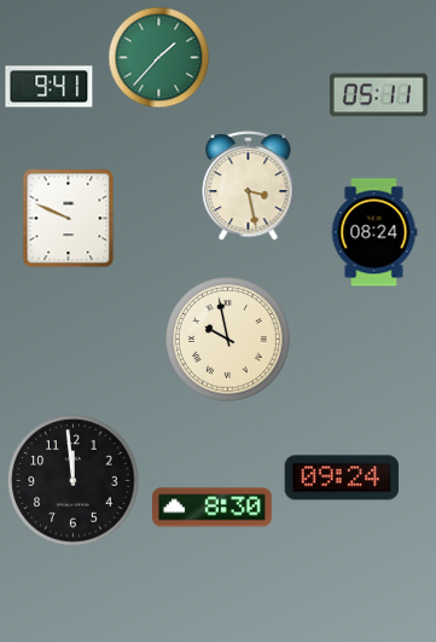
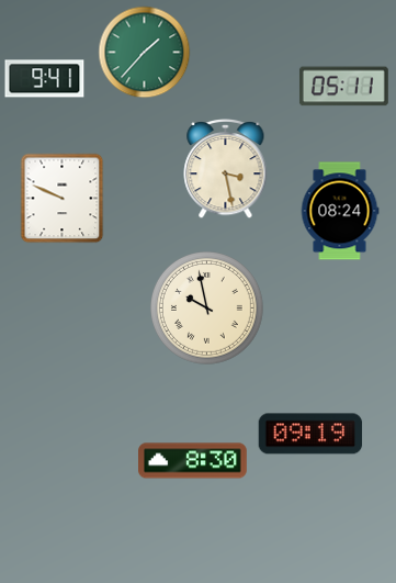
clock at (342, 478): 09:24 -> 09:19
clock at (74, 481): 11:59 -> none
